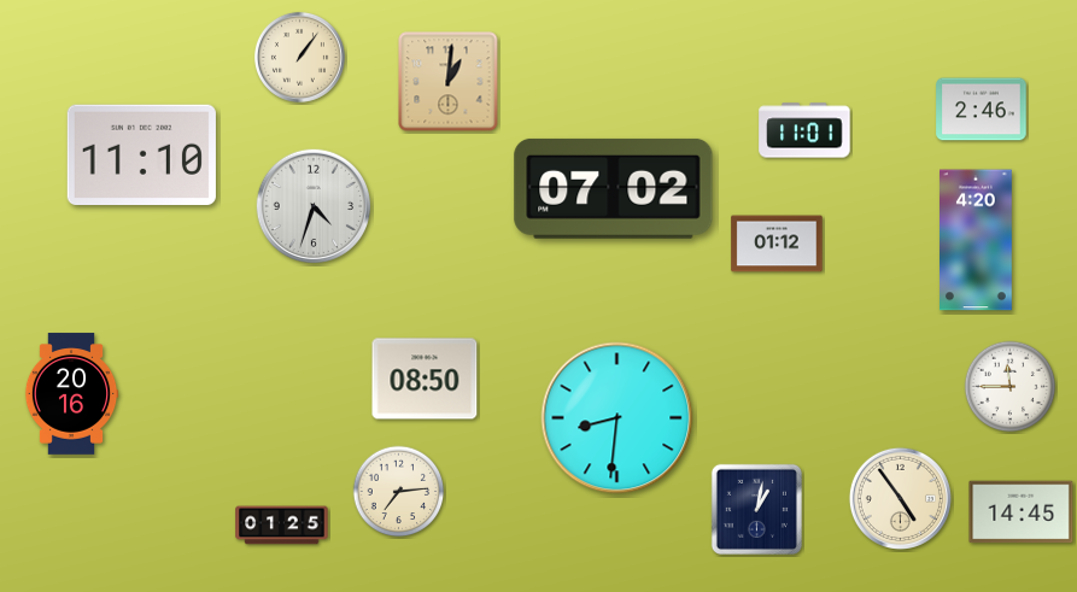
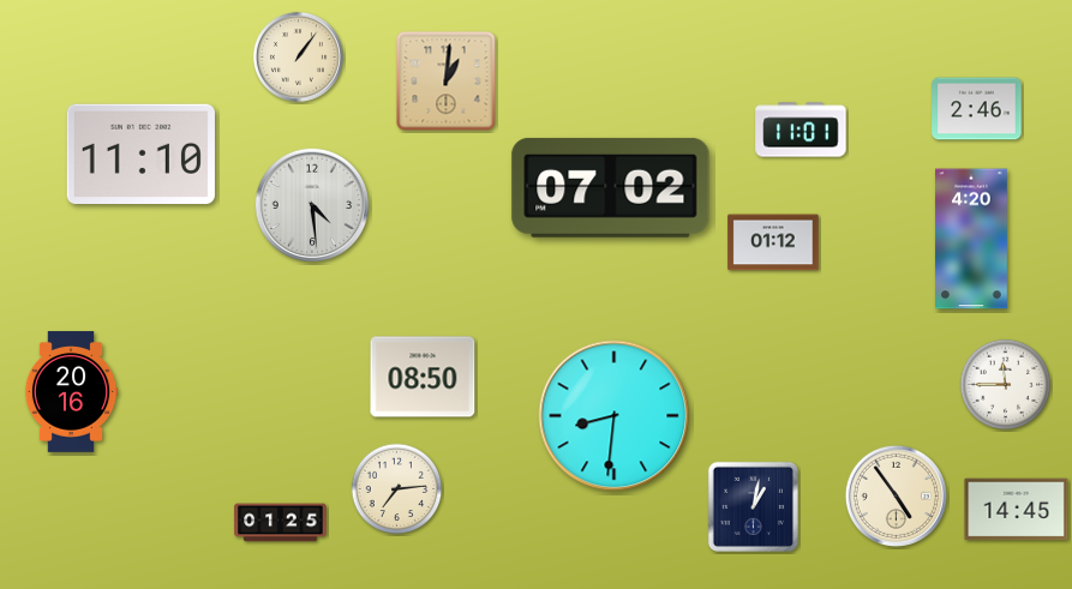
clock at (312, 205): 4:33 -> 4:29
